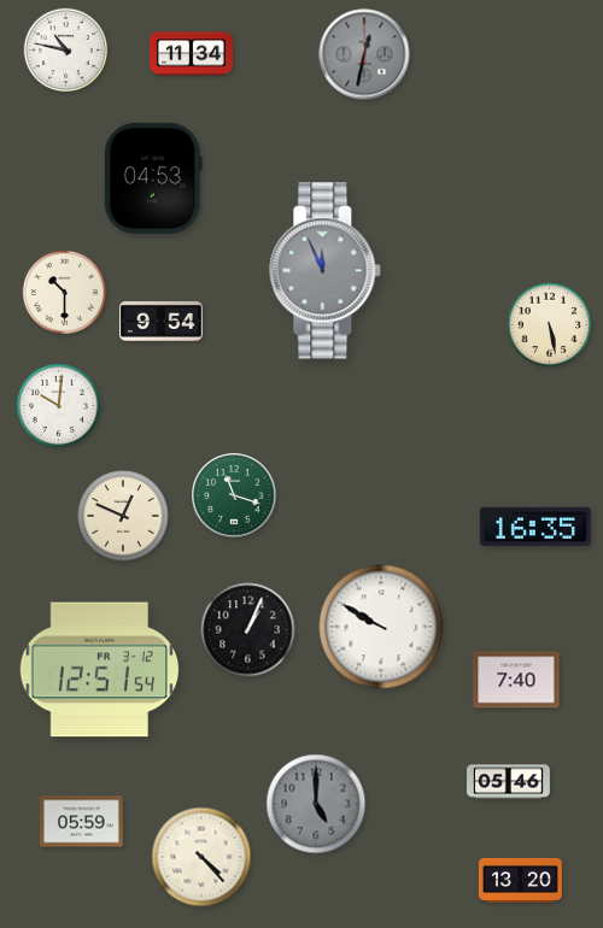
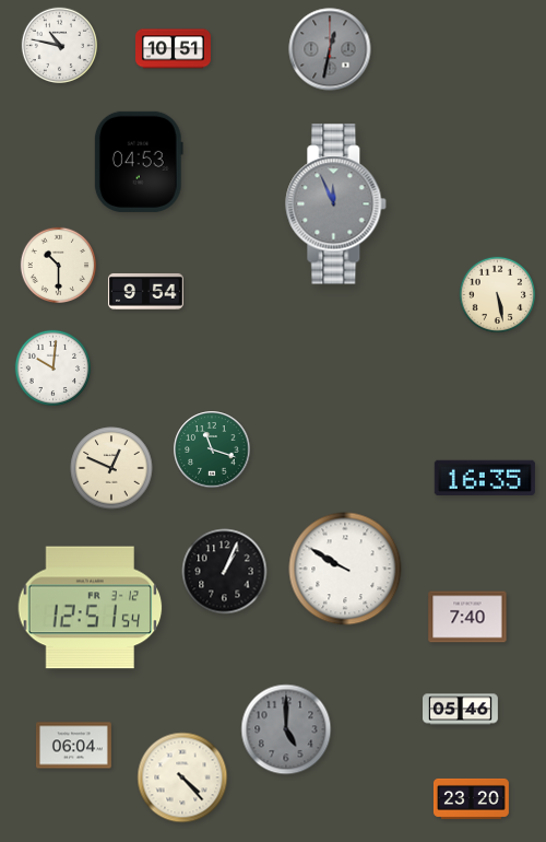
clock at (192, 54): 11:34 -> 10:51
clock at (326, 271) position: (326, 271) -> (336, 204)
clock at (81, 822): 05:59 -> 06:04
clock at (521, 880): 13:20 -> 23:20
